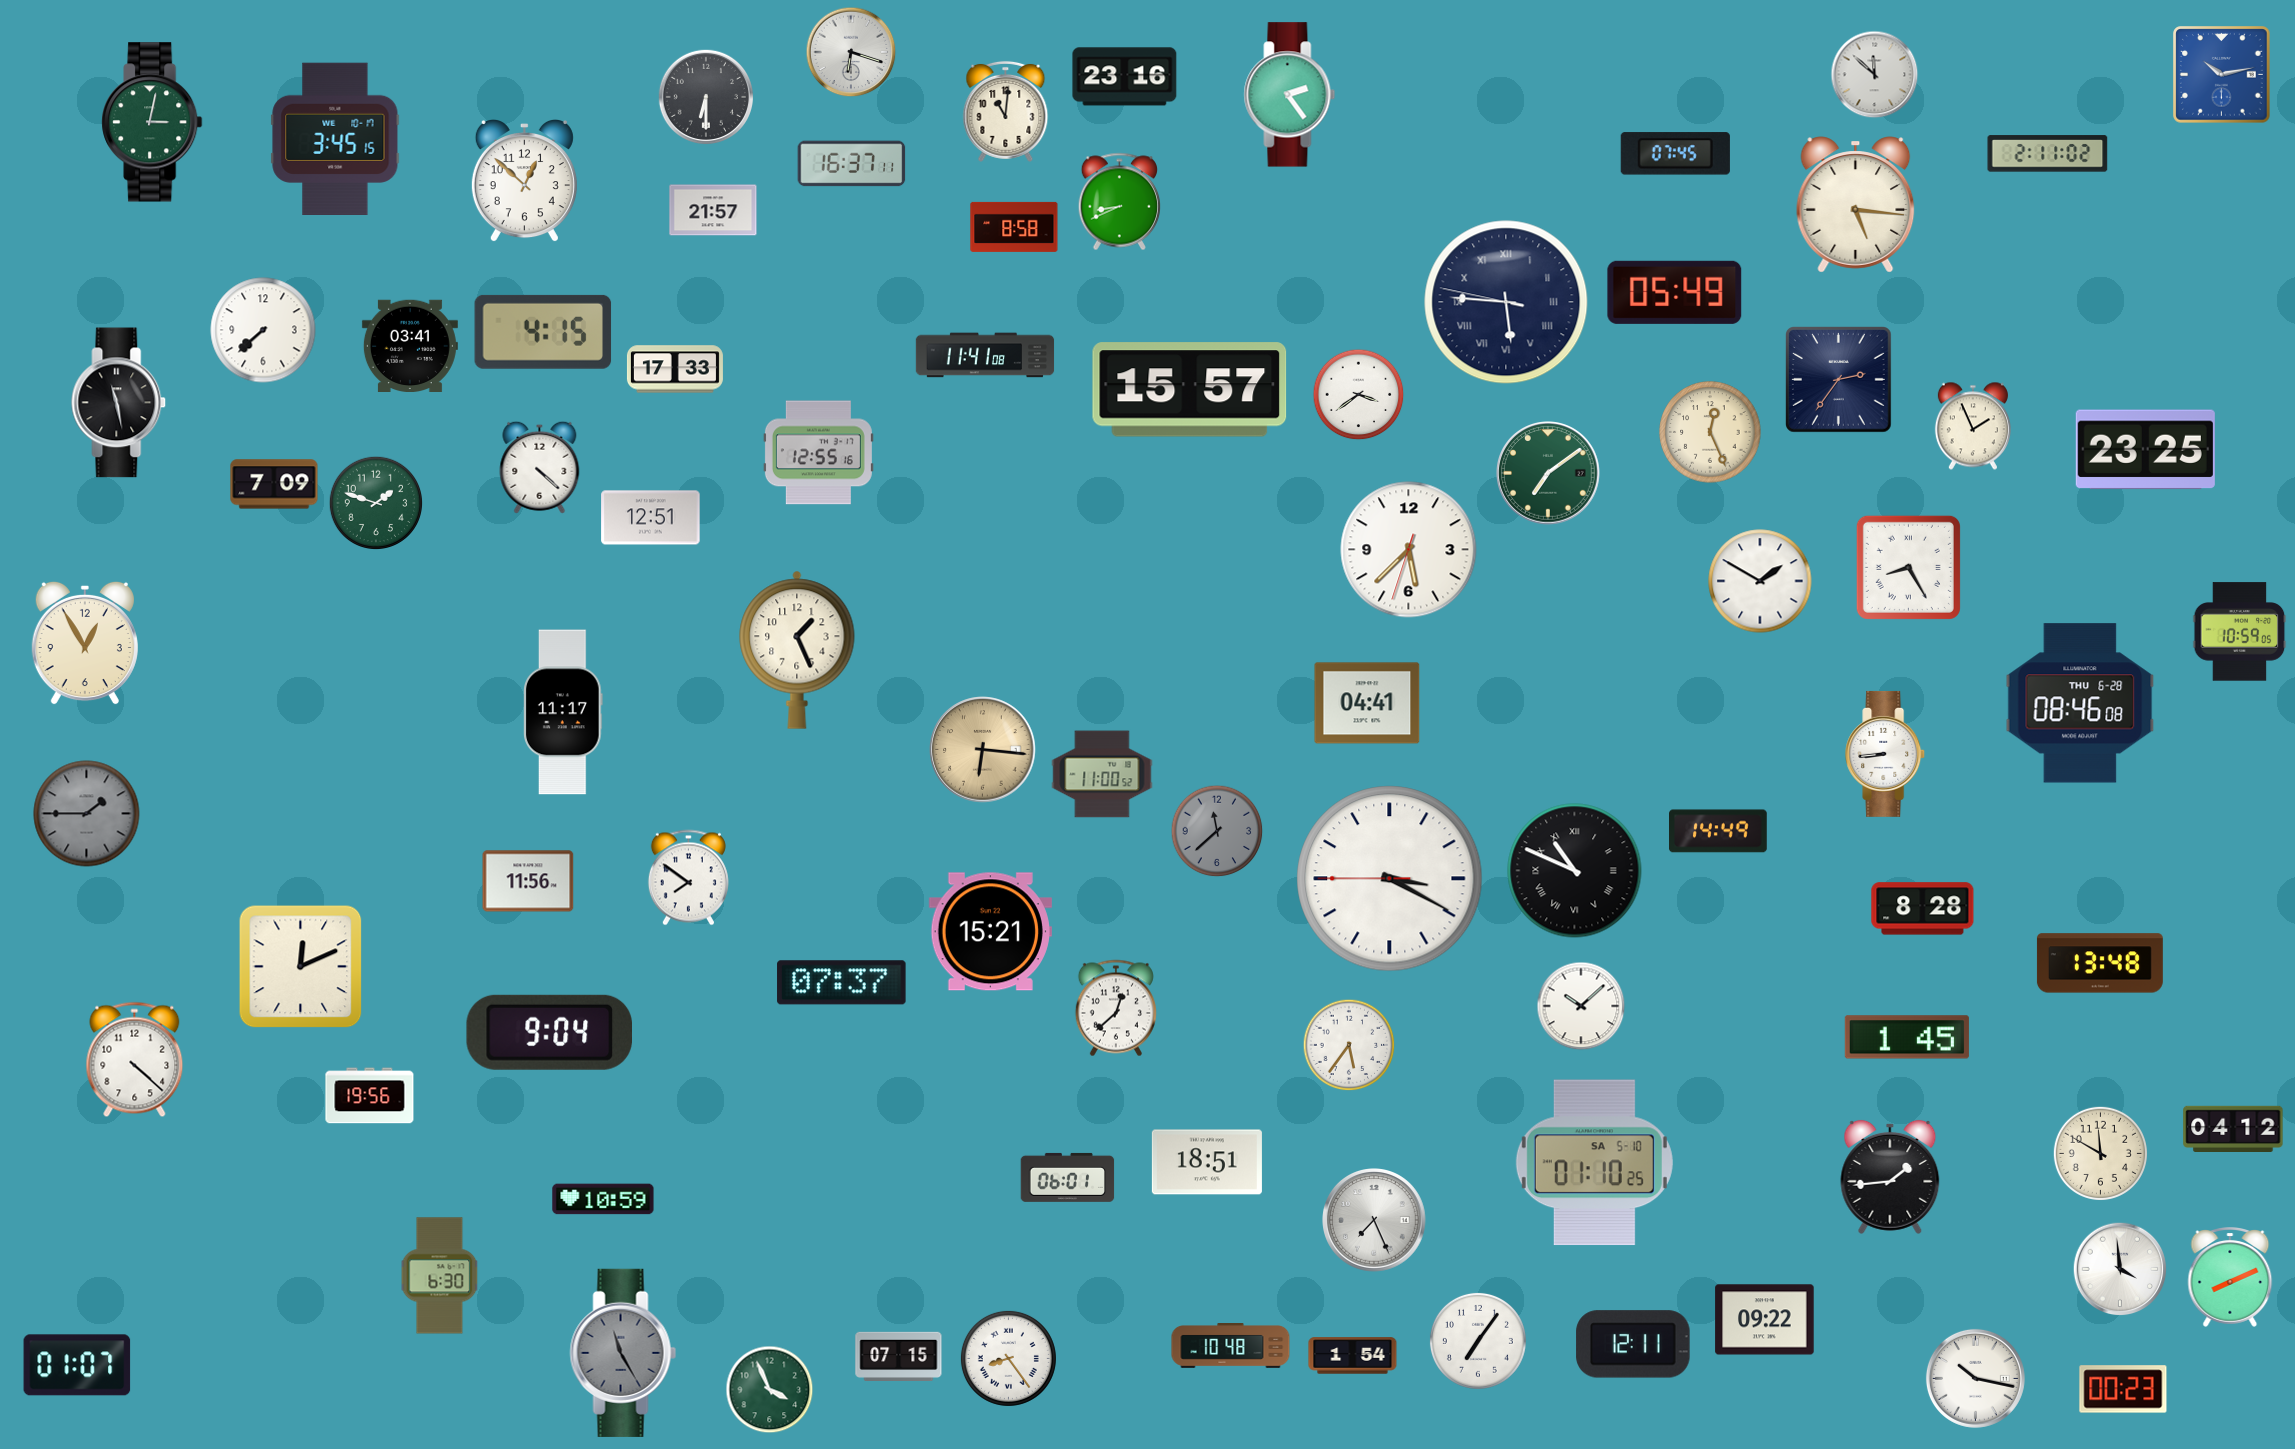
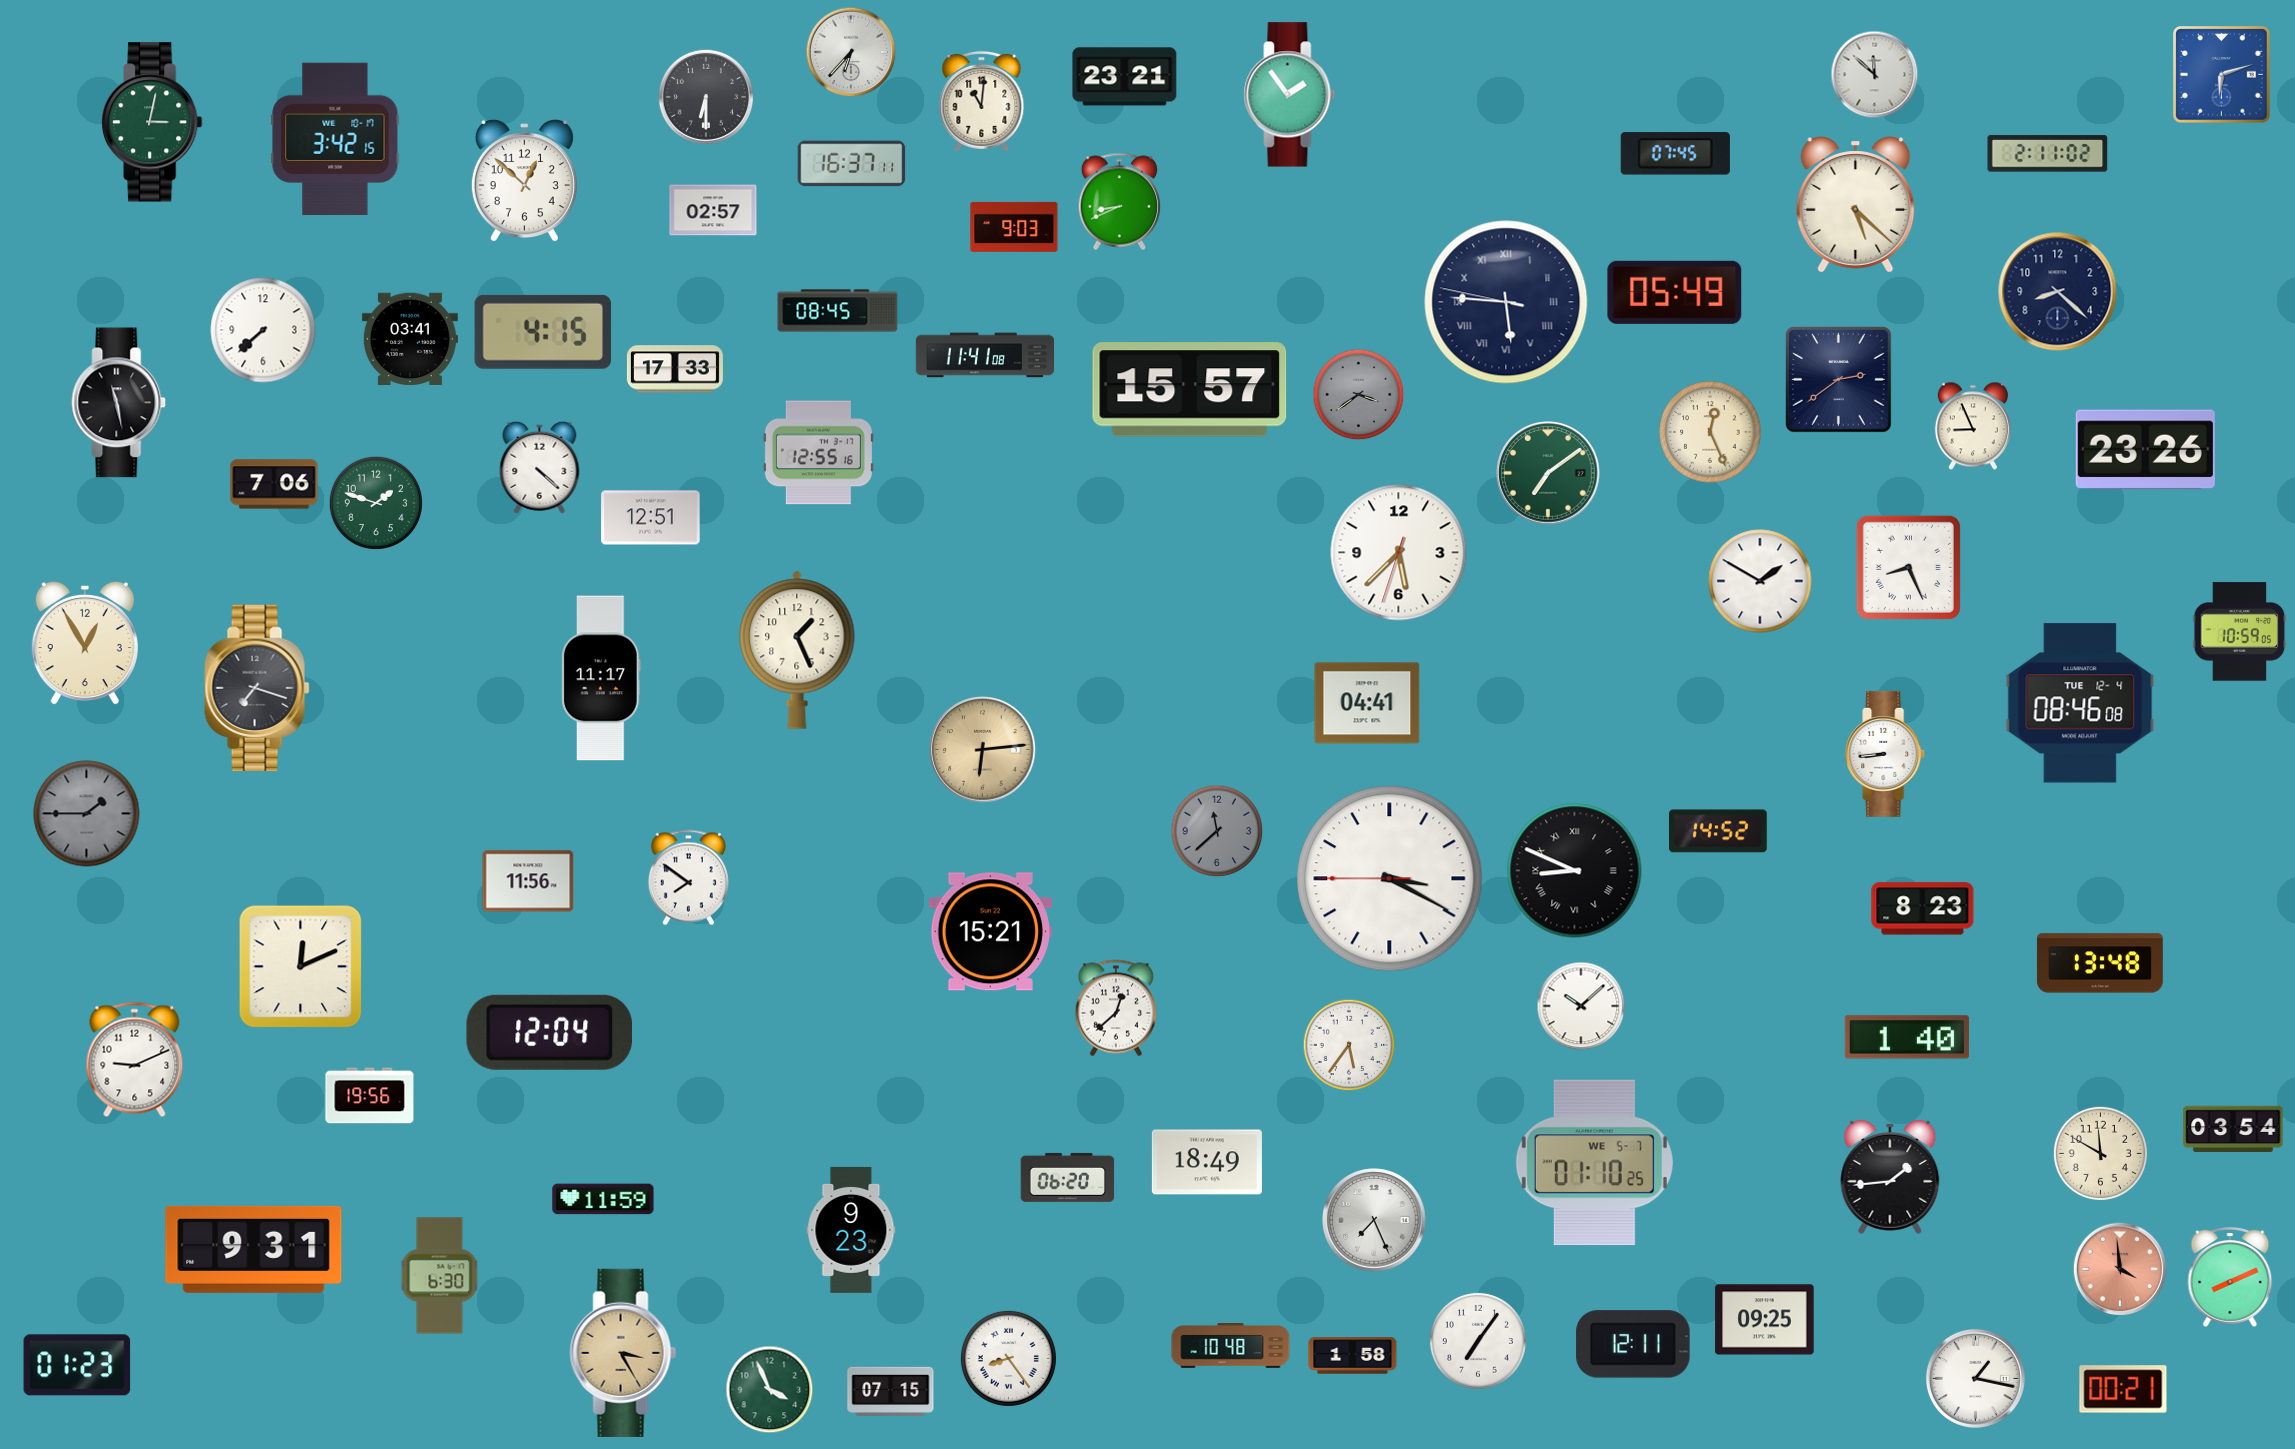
clock at (851, 52): 6:18 -> 6:37
clock at (2222, 75): 10:13 -> 6:12
clock at (1125, 77): 23:16 -> 23:21
clock at (1290, 95): 2:24 -> 1:54
clock at (1006, 111) position: (1006, 111) -> (982, 101)
clock at (335, 138): 3:45 -> 3:42
clock at (1856, 205): 5:16 -> 5:22
clock at (713, 210): 21:57 -> 02:57
clock at (1014, 227): 8:58 -> 9:03
clock at (2058, 292): none -> 8:22
clock at (838, 311): none -> 08:45
clock at (410, 345) position: (410, 345) -> (410, 338)
clock at (1839, 380): 2:36 -> 2:39
clock at (1359, 395) dial: white -> grey
clock at (1973, 426): 1:56 -> 8:56
clock at (2145, 450): 23:25 -> 23:26
clock at (274, 484): 7:09 -> 7:06
clock at (1409, 550) position: (1409, 550) -> (1399, 553)
clock at (1908, 567): 8:25 -> 8:26
clock at (257, 688): none -> 7:18
clock at (2080, 703) date: THU 6-28 -> TUE 12-4
clock at (564, 712) position: (564, 712) -> (602, 678)
clock at (983, 750): 6:16 -> 6:14
clock at (1102, 774): 11:00 -> none
clock at (1718, 831): 14:49 -> 14:52
clock at (1575, 871): 10:49 -> 8:49
clock at (1923, 909): 8:28 -> 8:23
clock at (842, 983): 07:37 -> none
clock at (549, 1032): 9:04 -> 12:04
clock at (1907, 1037): 1:45 -> 1:40
clock at (135, 1060): 4:22 -> 9:11
clock at (2233, 1128): 04:12 -> 03:54
clock at (1207, 1162): 18:51 -> 18:49
clock at (1594, 1163) date: SA 5-10 -> WE 5-7
clock at (1068, 1177): 06:01 -> 06:20
clock at (603, 1199): 10:59 -> 11:59
clock at (851, 1230): none -> 9:23
clock at (254, 1249): none -> 9:31
clock at (2120, 1269) dial: white -> salmon
clock at (1765, 1320): 09:22 -> 09:25
clock at (623, 1353): 11:25 -> 3:25
clock at (623, 1353) dial: grey -> champagne
clock at (899, 1356) position: (899, 1356) -> (891, 1391)
clock at (1353, 1356): 1:54 -> 1:58
clock at (77, 1365): 01:07 -> 01:23
clock at (1975, 1378): 10:17 -> 1:17
clock at (2123, 1389): 00:23 -> 00:21
